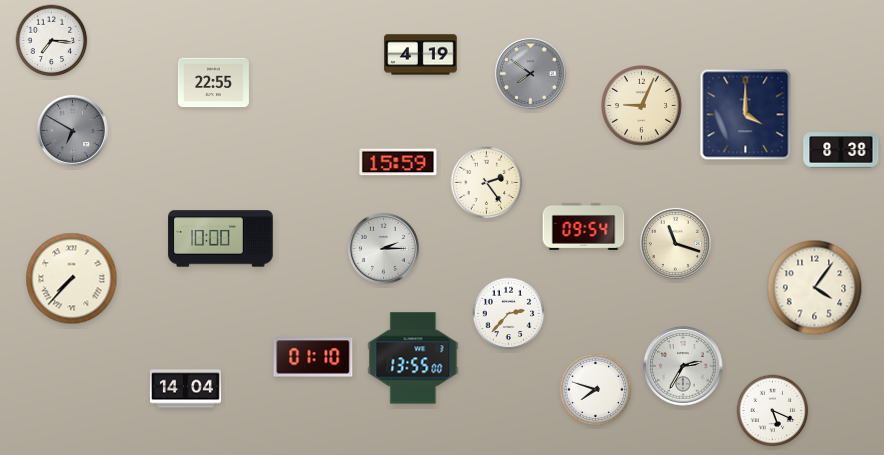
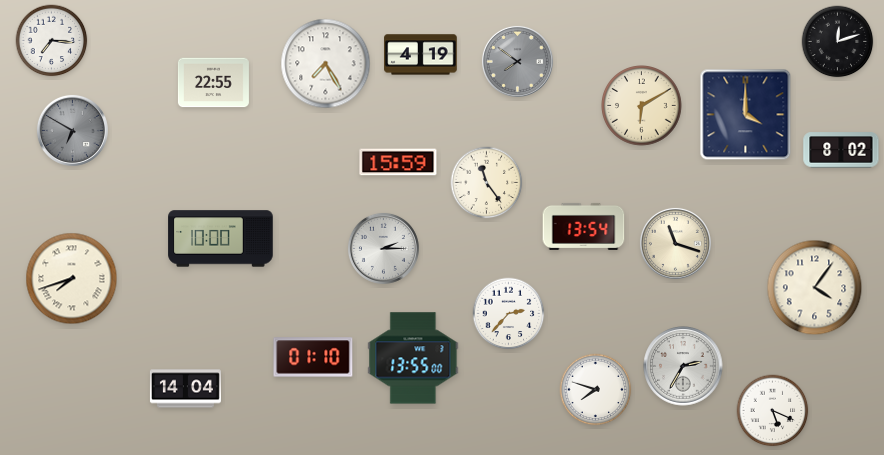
clock at (838, 42): none -> 12:12
clock at (326, 64): none -> 7:25
clock at (530, 73) position: (530, 73) -> (517, 61)
clock at (642, 106): 9:04 -> 6:10
clock at (841, 150): 8:38 -> 8:02
clock at (487, 183): 2:24 -> 11:24
clock at (584, 226): 09:54 -> 13:54
clock at (72, 279): 7:37 -> 7:42
